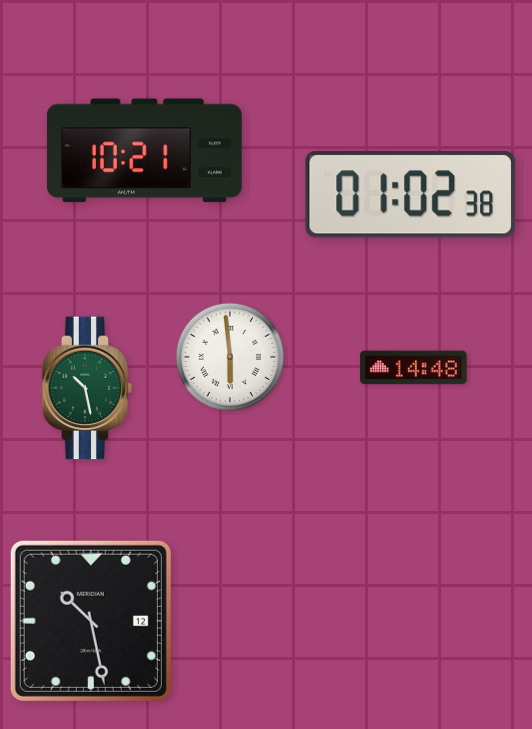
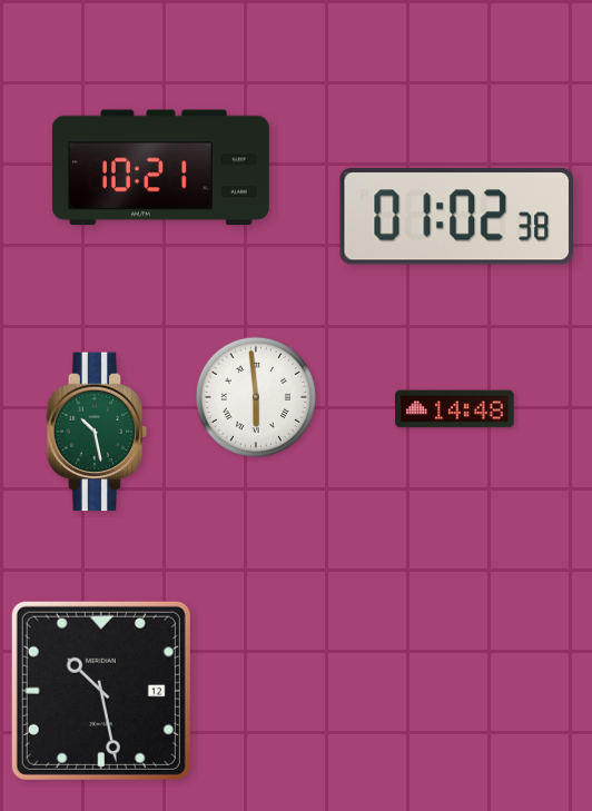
clock at (414, 368) position: (414, 368) -> (455, 409)
